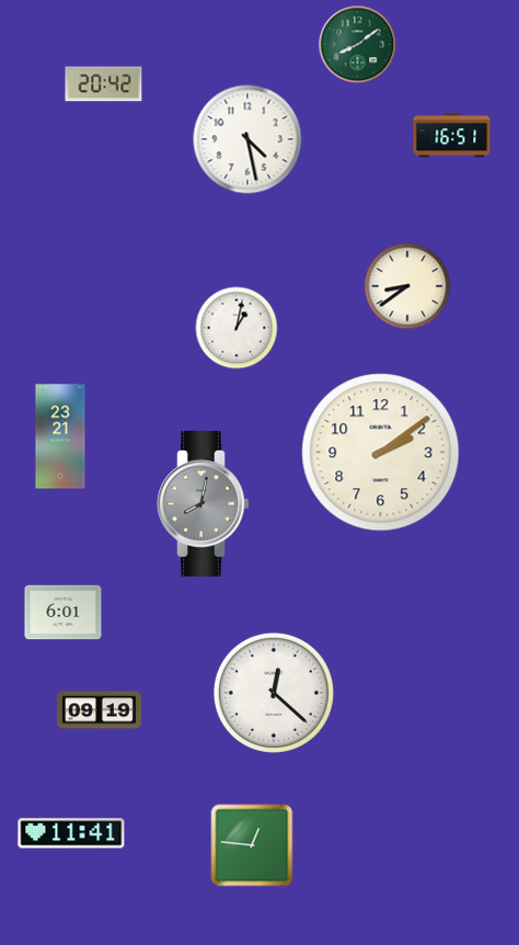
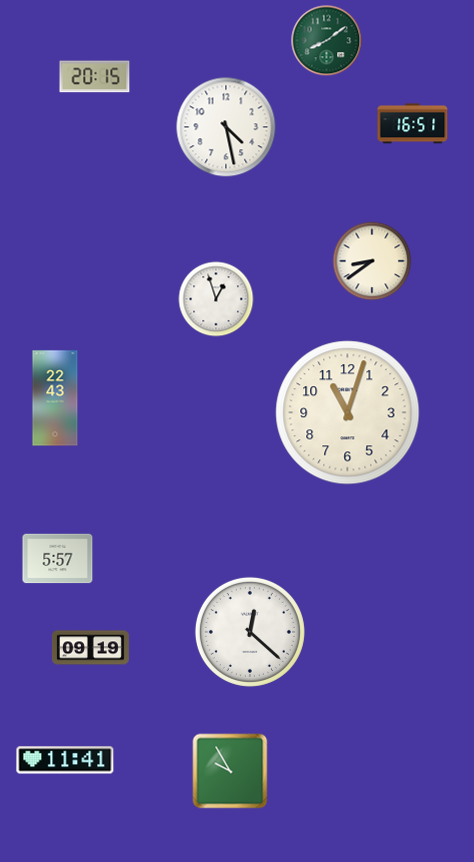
clock at (104, 84): 20:42 -> 20:15
clock at (237, 328): 1:02 -> 12:57
clock at (60, 436): 23:21 -> 22:43
clock at (381, 453): 2:09 -> 11:03
clock at (203, 503): 8:02 -> none
clock at (64, 613): 6:01 -> 5:57
clock at (252, 845): 12:46 -> 9:55
